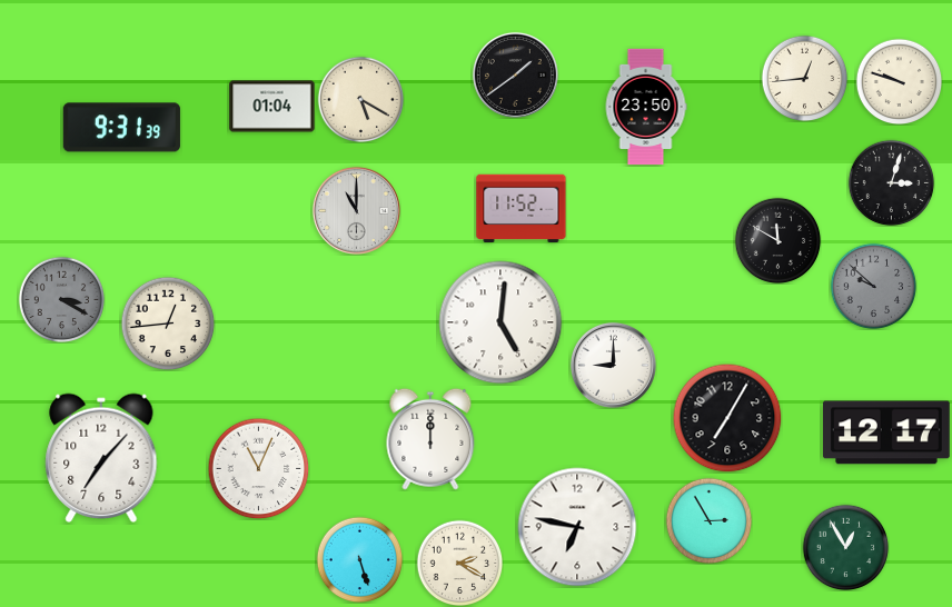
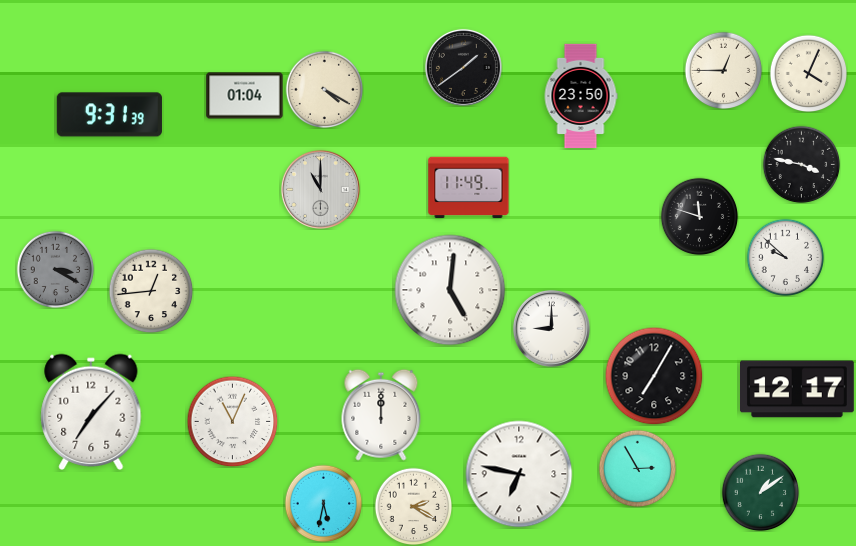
clock at (804, 78): 12:44 -> 12:45
clock at (899, 81): 9:48 -> 4:04
clock at (360, 99): 5:20 -> 4:20
clock at (891, 182): 3:03 -> 3:47
clock at (522, 209): 11:52 -> 11:49
clock at (777, 240): 11:50 -> 11:48
clock at (873, 286) dial: grey -> white
clock at (430, 439) position: (430, 439) -> (381, 415)
clock at (845, 547): 12:55 -> 1:09
clock at (359, 559): 5:27 -> 5:32
